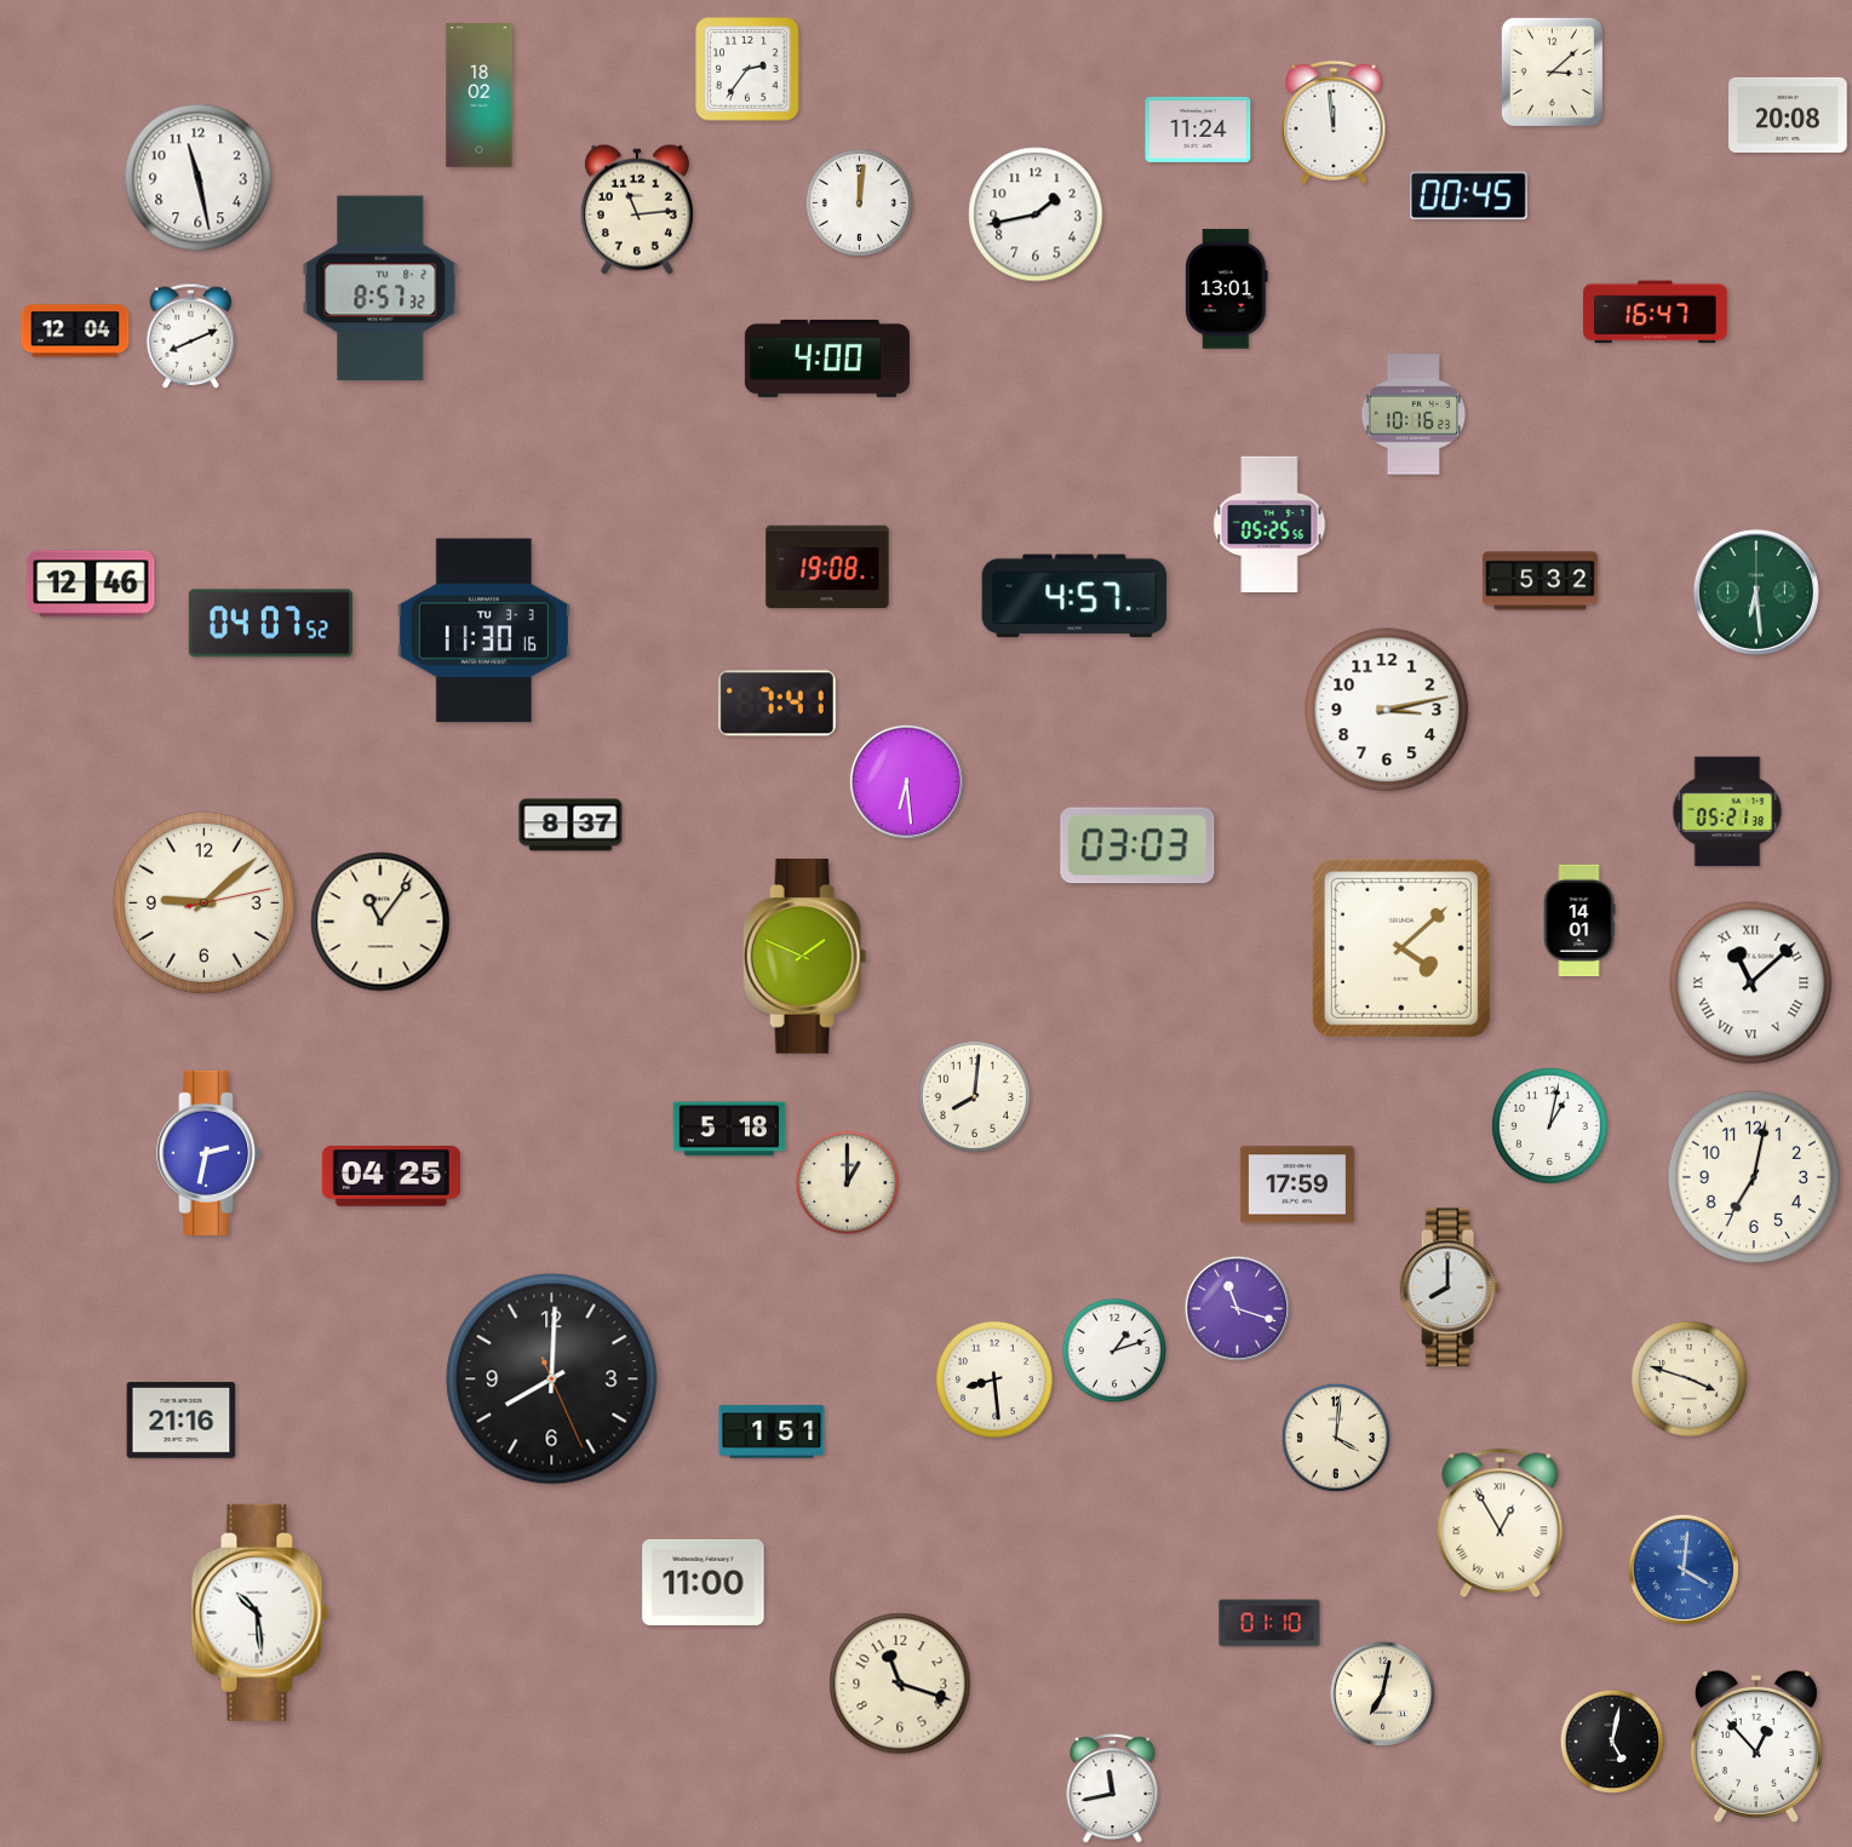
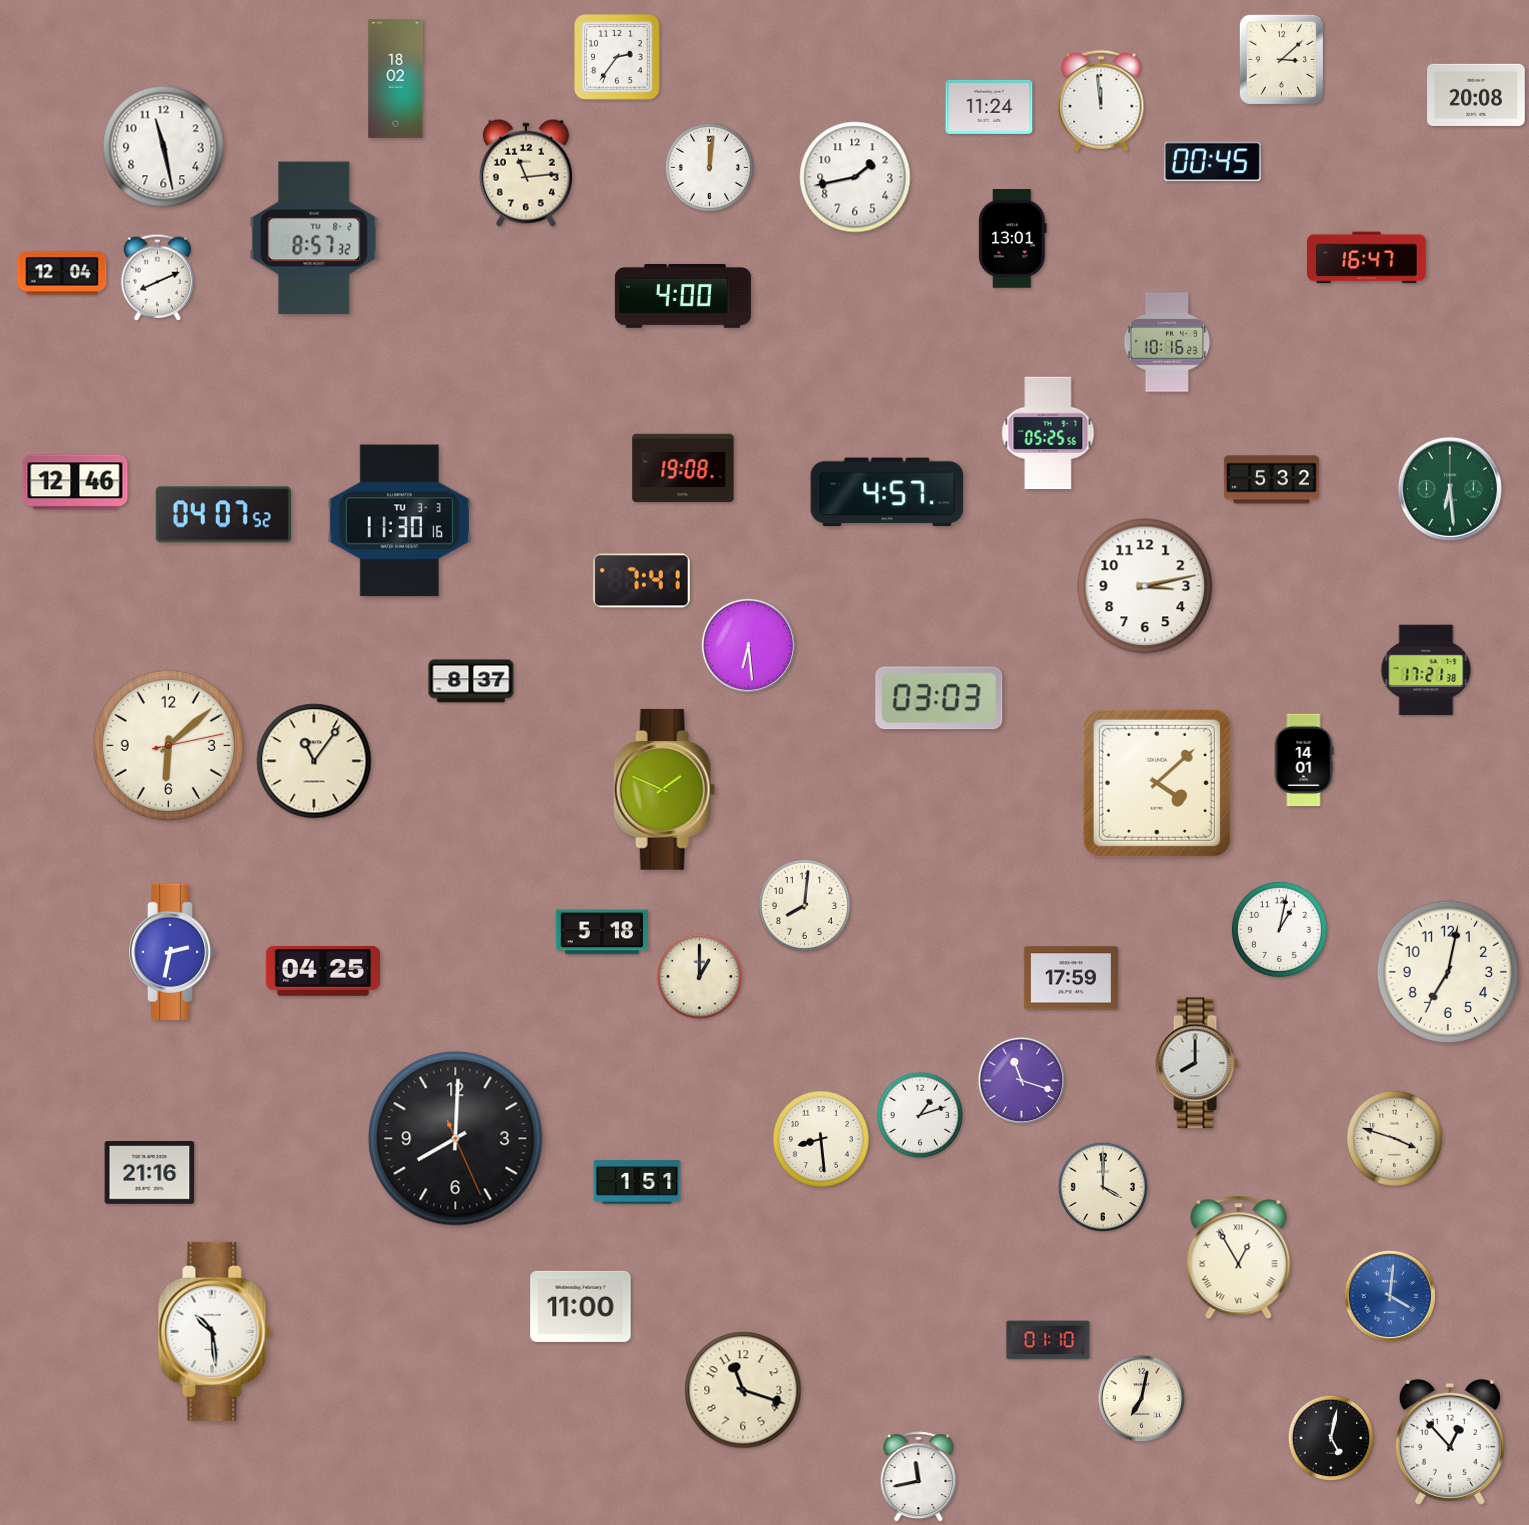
clock at (1727, 811): 05:21 -> 17:21
clock at (203, 902): 9:08 -> 6:08
clock at (1751, 983): 11:08 -> none
clock at (1336, 1438): 4:01 -> 4:00
